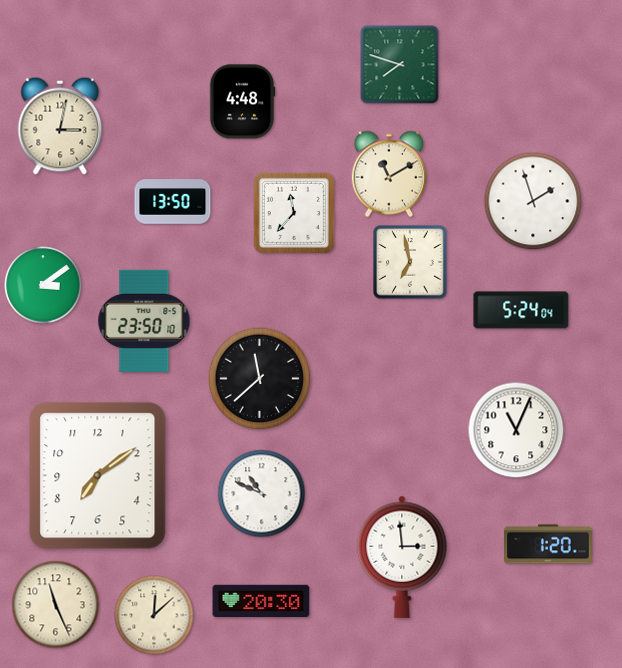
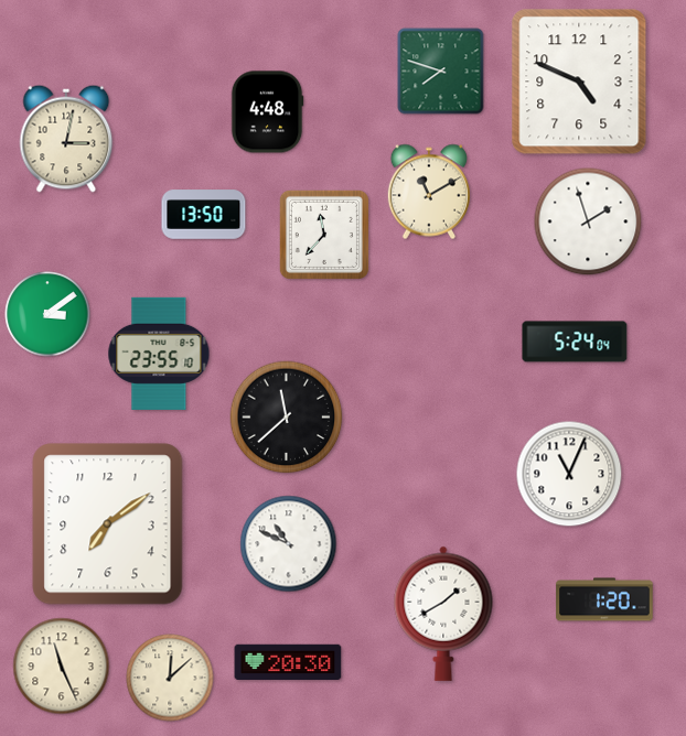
clock at (579, 82): none -> 4:49
clock at (173, 202) position: (173, 202) -> (204, 215)
clock at (410, 262): 6:58 -> none
clock at (144, 321): 23:50 -> 23:55
clock at (402, 557): 2:59 -> 1:40
